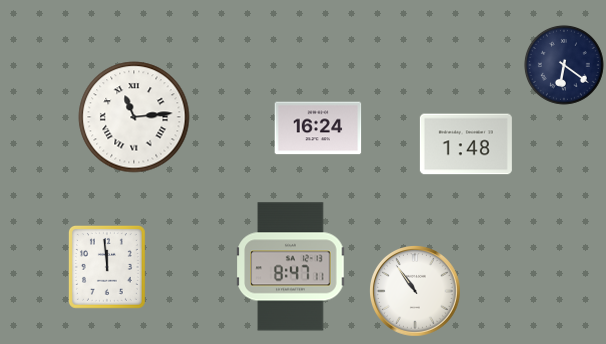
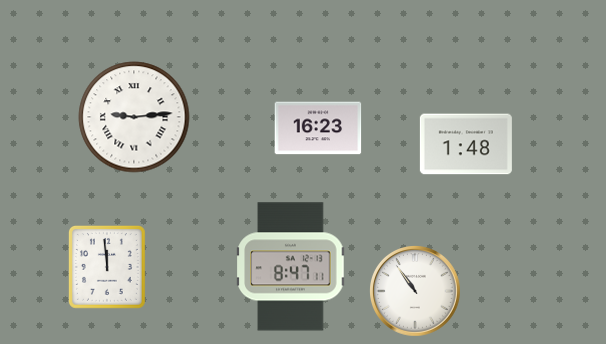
clock at (564, 65): 6:21 -> none
clock at (134, 117): 11:14 -> 9:14
clock at (318, 128): 16:24 -> 16:23
